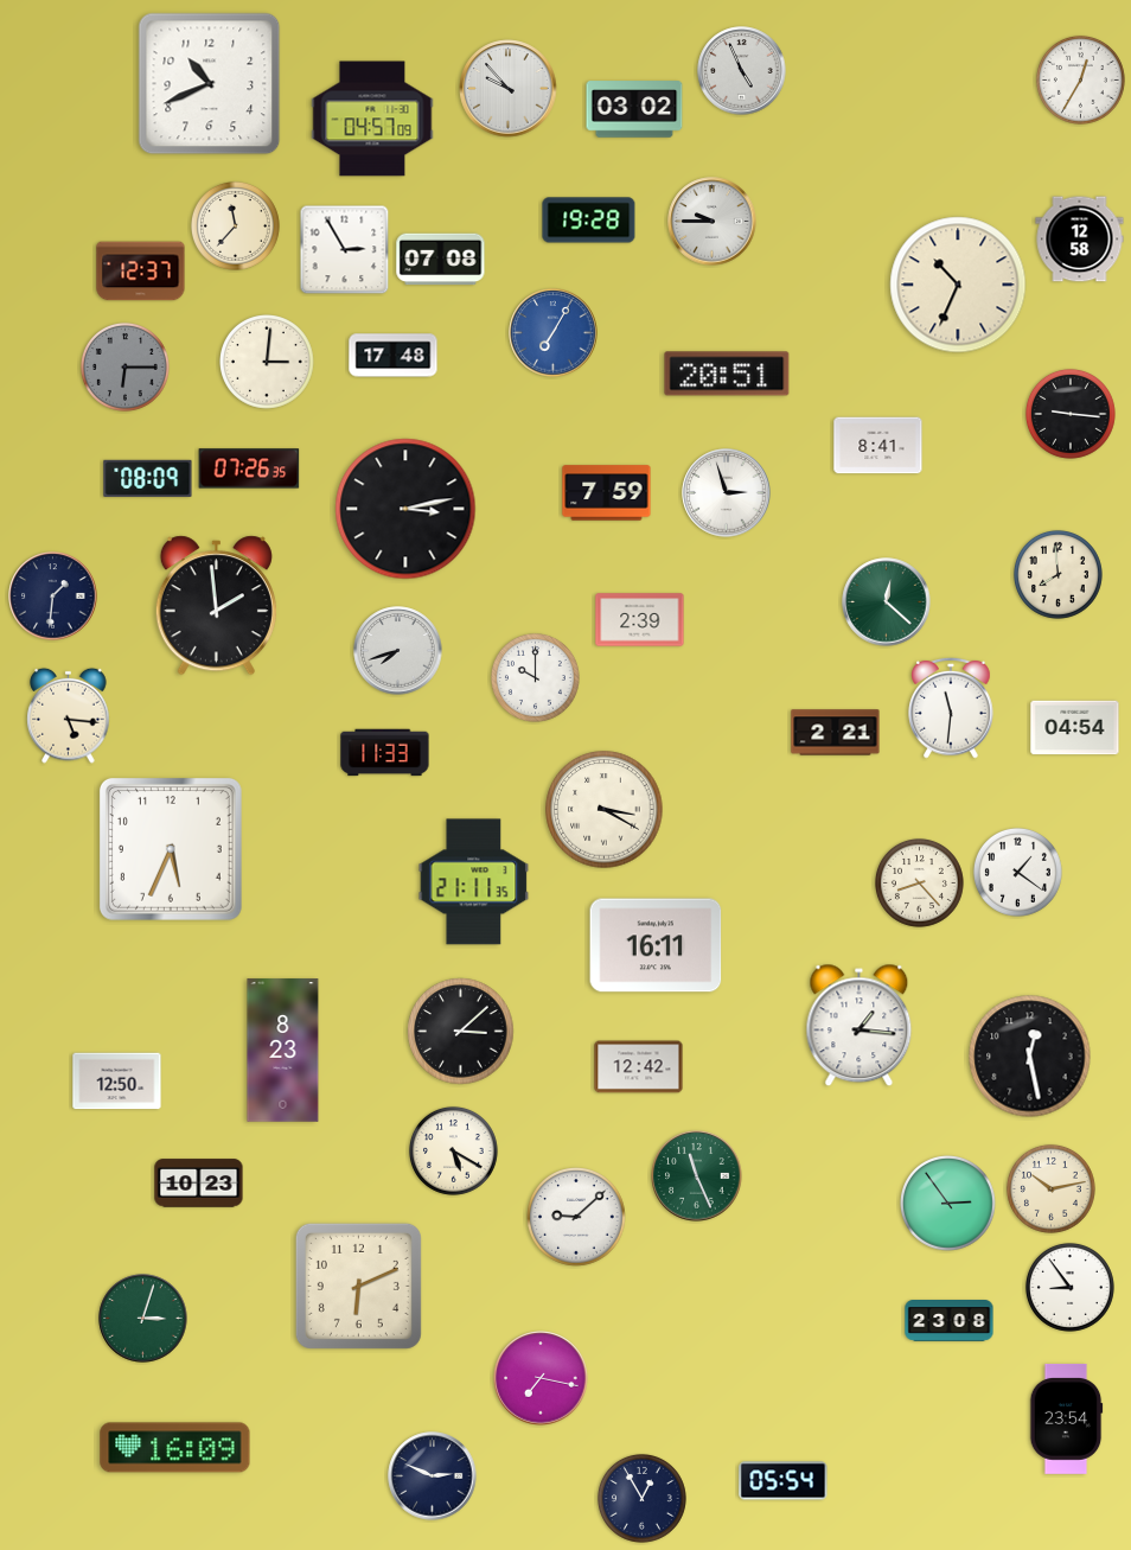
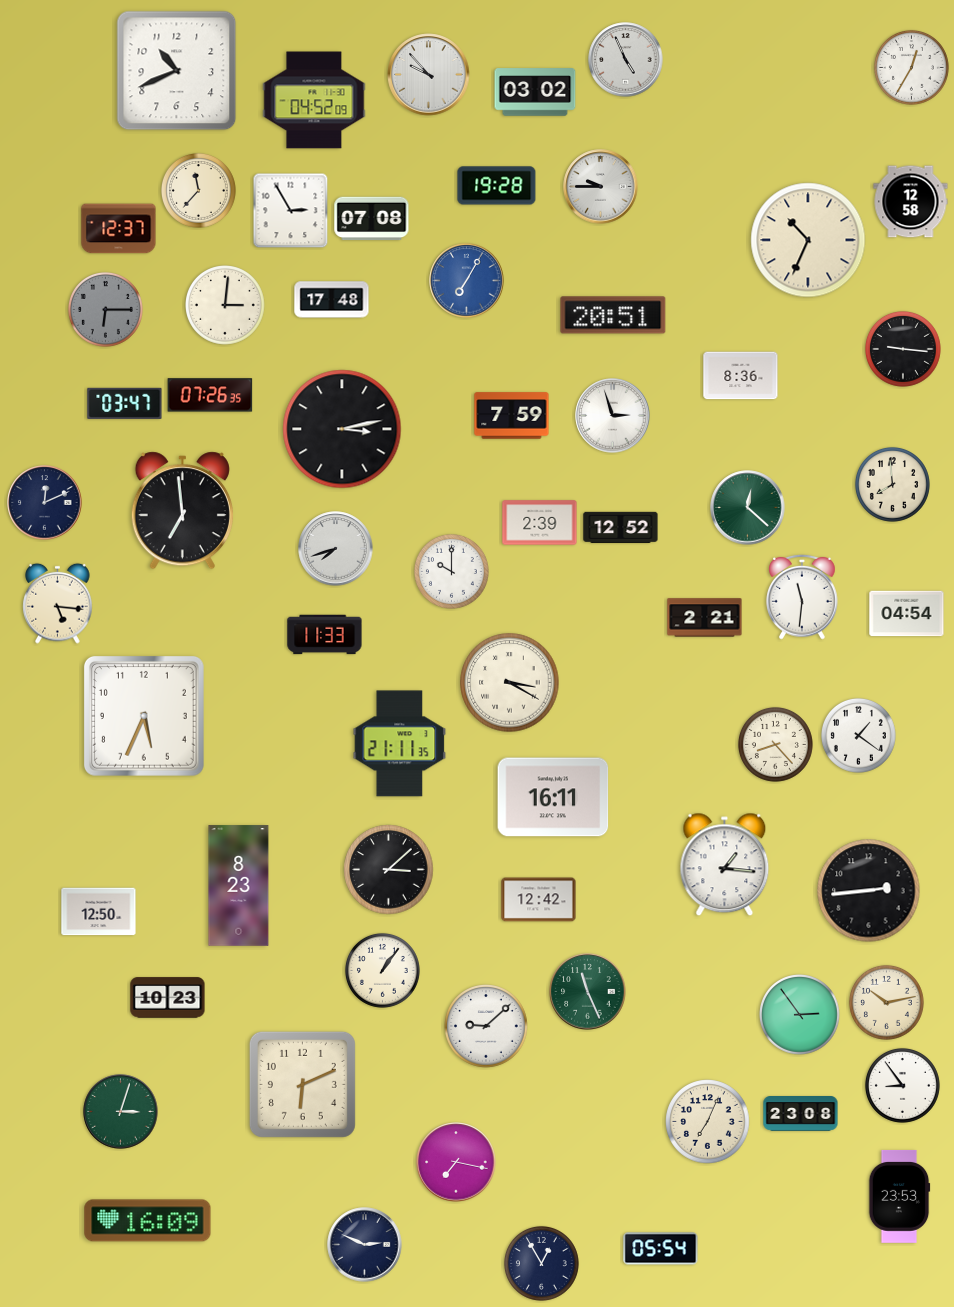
clock at (372, 119): 04:57 -> 04:52
clock at (878, 446): 8:41 -> 8:36
clock at (148, 478): 08:09 -> 03:47
clock at (53, 597): 1:31 -> 12:11
clock at (216, 606): 1:59 -> 6:59
clock at (621, 527): none -> 12:52
clock at (1030, 1057): 12:28 -> 2:44
clock at (453, 1150): 5:20 -> 1:06
clock at (708, 1122): none -> 7:04
clock at (1066, 1418): 23:54 -> 23:53
